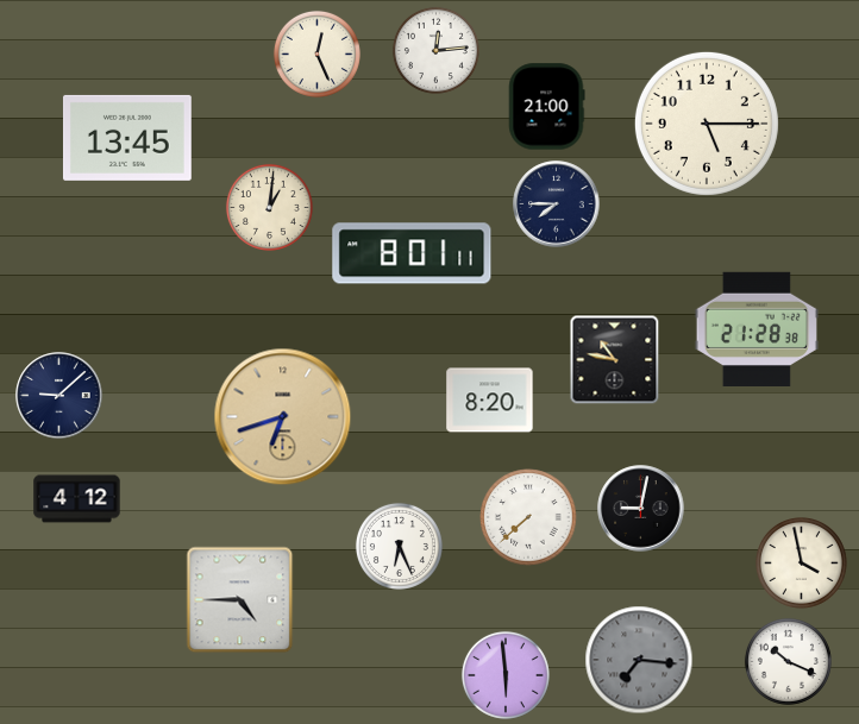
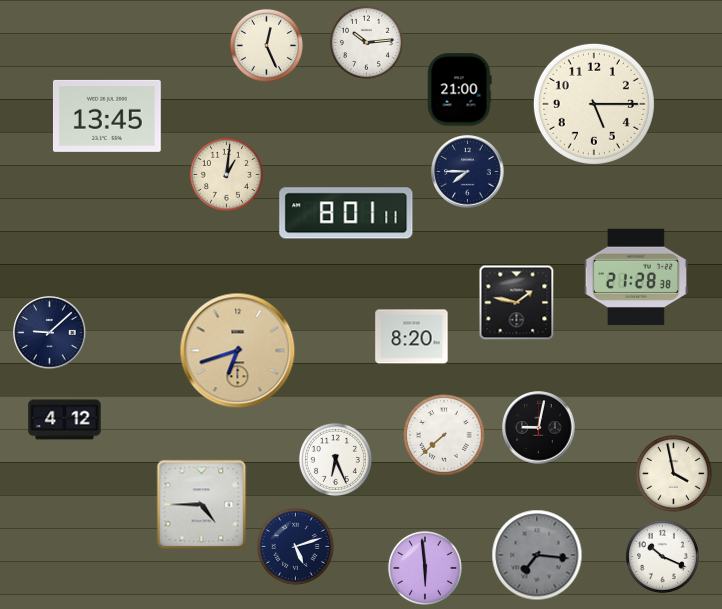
clock at (435, 50): 12:14 -> 10:14
clock at (615, 360): 10:47 -> 1:47
clock at (296, 547): none -> 5:12
